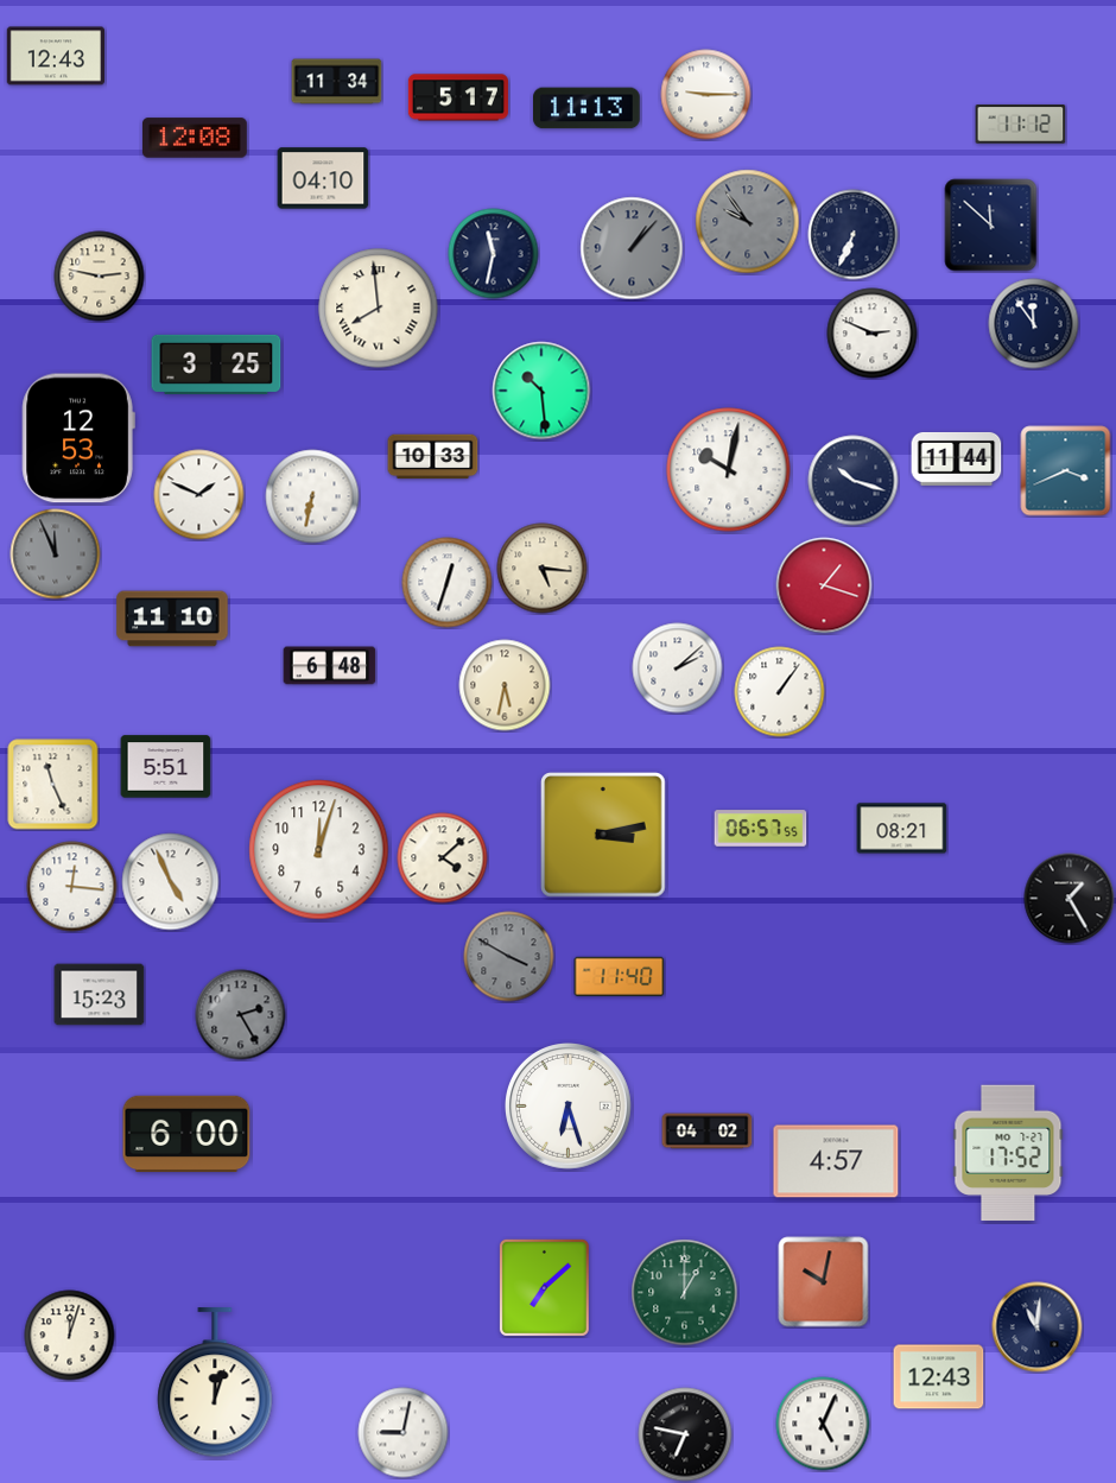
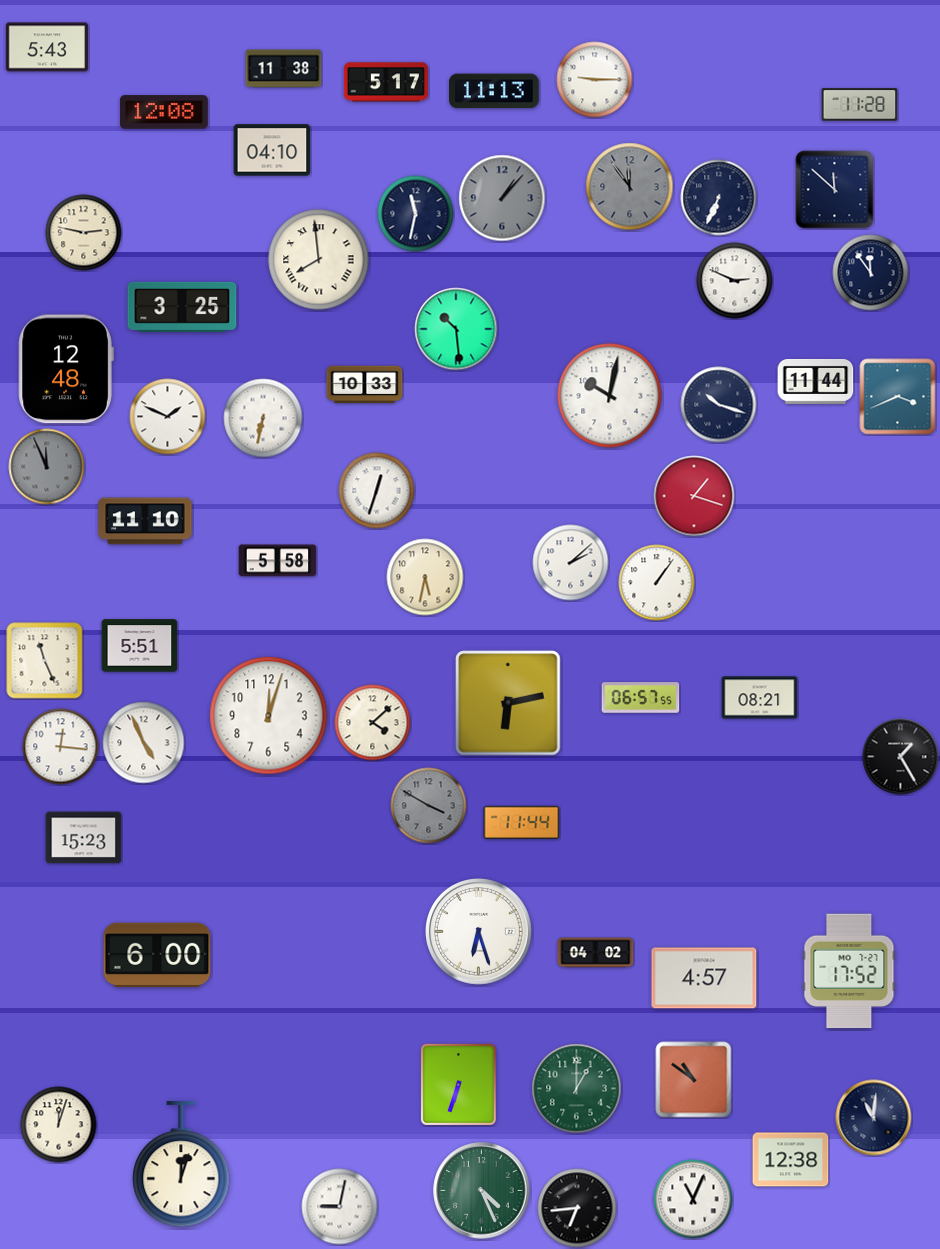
clock at (55, 56): 12:43 -> 5:43
clock at (337, 82): 11:34 -> 11:38
clock at (1021, 125): 11:12 -> 11:28
clock at (195, 138) position: (195, 138) -> (164, 112)
clock at (748, 222): 9:54 -> 11:54
clock at (632, 248) position: (632, 248) -> (502, 198)
clock at (78, 438): 12:53 -> 12:48
clock at (957, 458) position: (957, 458) -> (816, 381)
clock at (729, 470) position: (729, 470) -> (610, 396)
clock at (543, 569): 5:16 -> none
clock at (824, 585) position: (824, 585) -> (694, 496)
clock at (330, 666): 6:48 -> 5:58
clock at (603, 835): 3:13 -> 6:13
clock at (620, 976): 11:40 -> 11:44
clock at (241, 1015): 2:25 -> none
clock at (824, 1282): 10:02 -> 10:51
clock at (544, 1287): 7:08 -> 6:33
clock at (939, 1377): 12:43 -> 12:38
clock at (482, 1191): none -> 4:26
clock at (823, 1424): 5:04 -> 11:04
clock at (685, 1434): 6:47 -> 6:44
